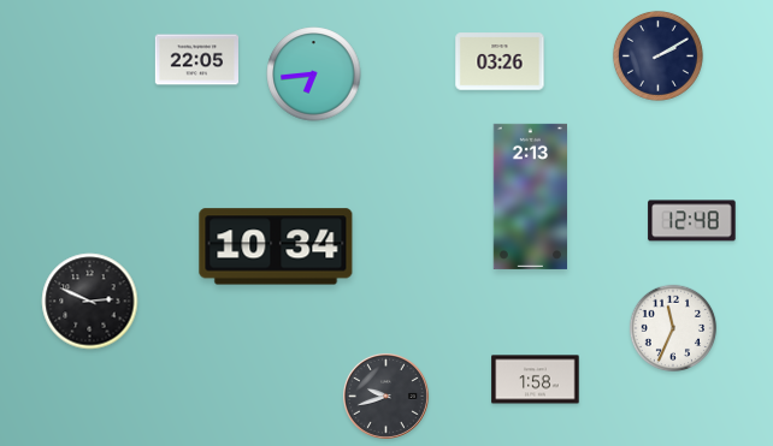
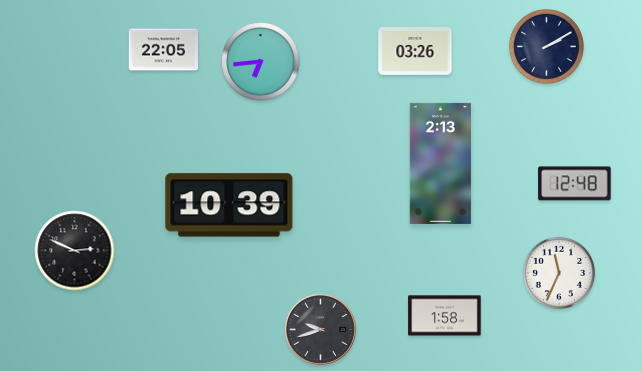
clock at (276, 246): 10:34 -> 10:39
